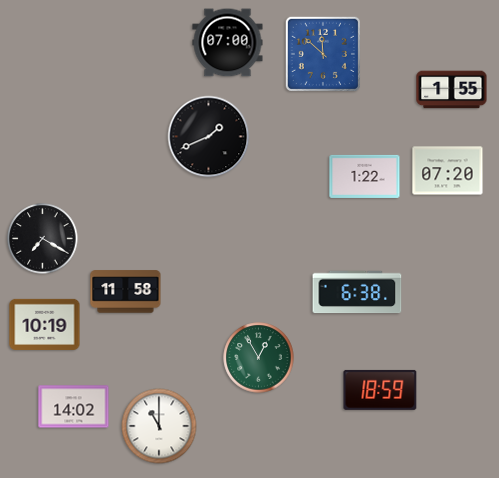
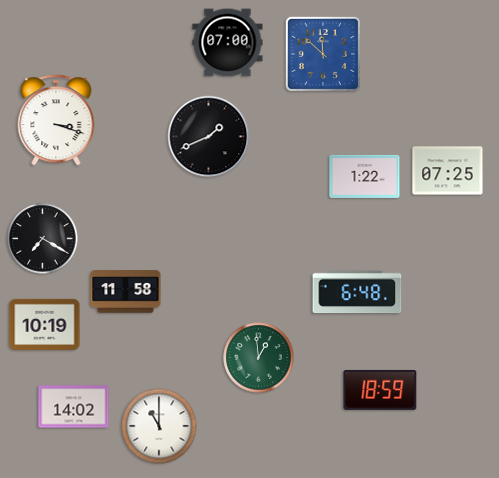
clock at (452, 90): 1:55 -> none
clock at (56, 120): none -> 3:18
clock at (448, 171): 07:20 -> 07:25
clock at (357, 292): 6:38 -> 6:48
clock at (259, 358): 12:55 -> 12:59
